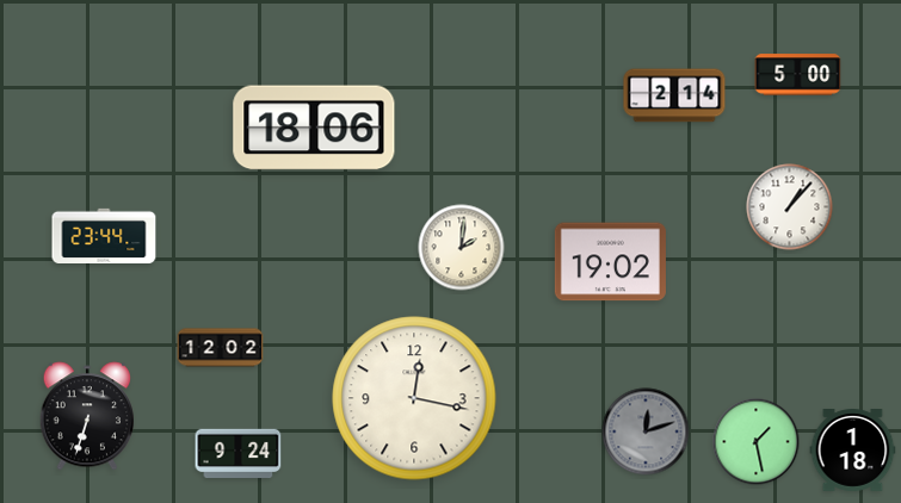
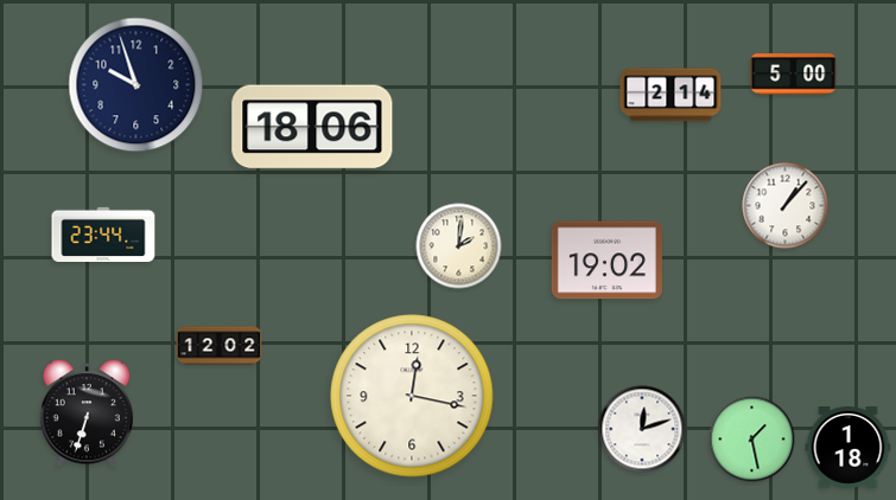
clock at (136, 85): none -> 9:57
clock at (646, 431) dial: grey -> white
clock at (239, 453): 9:24 -> none
